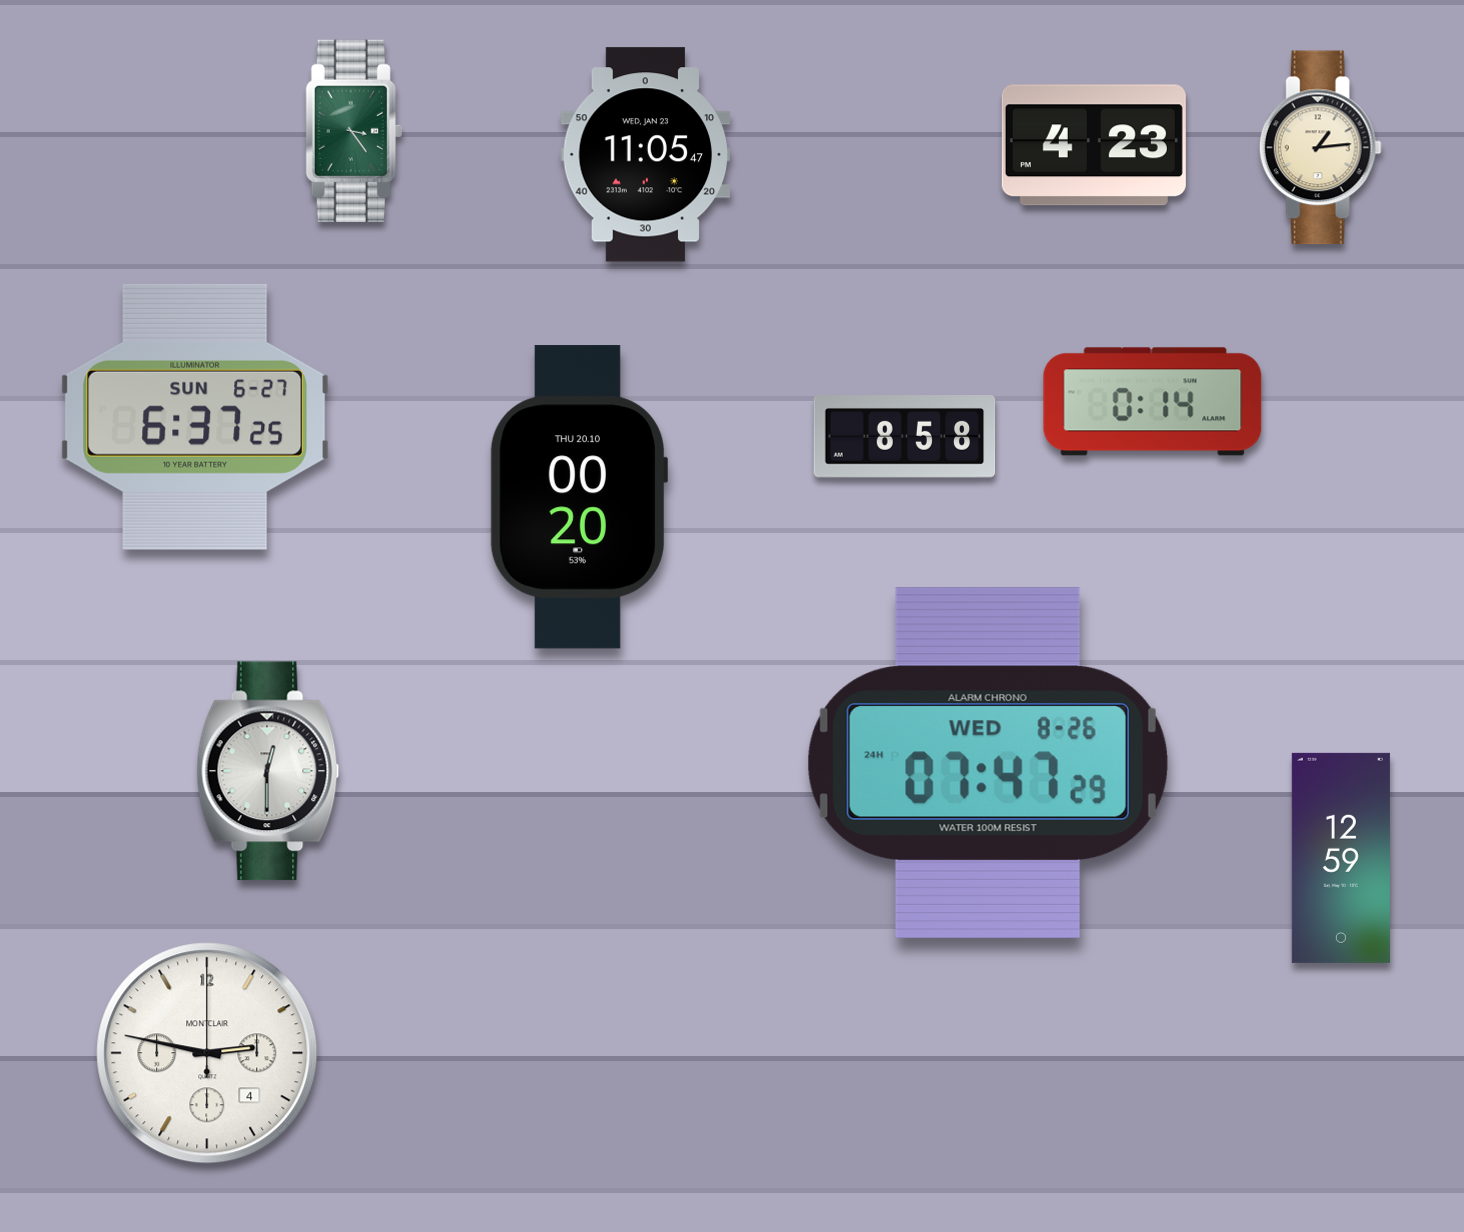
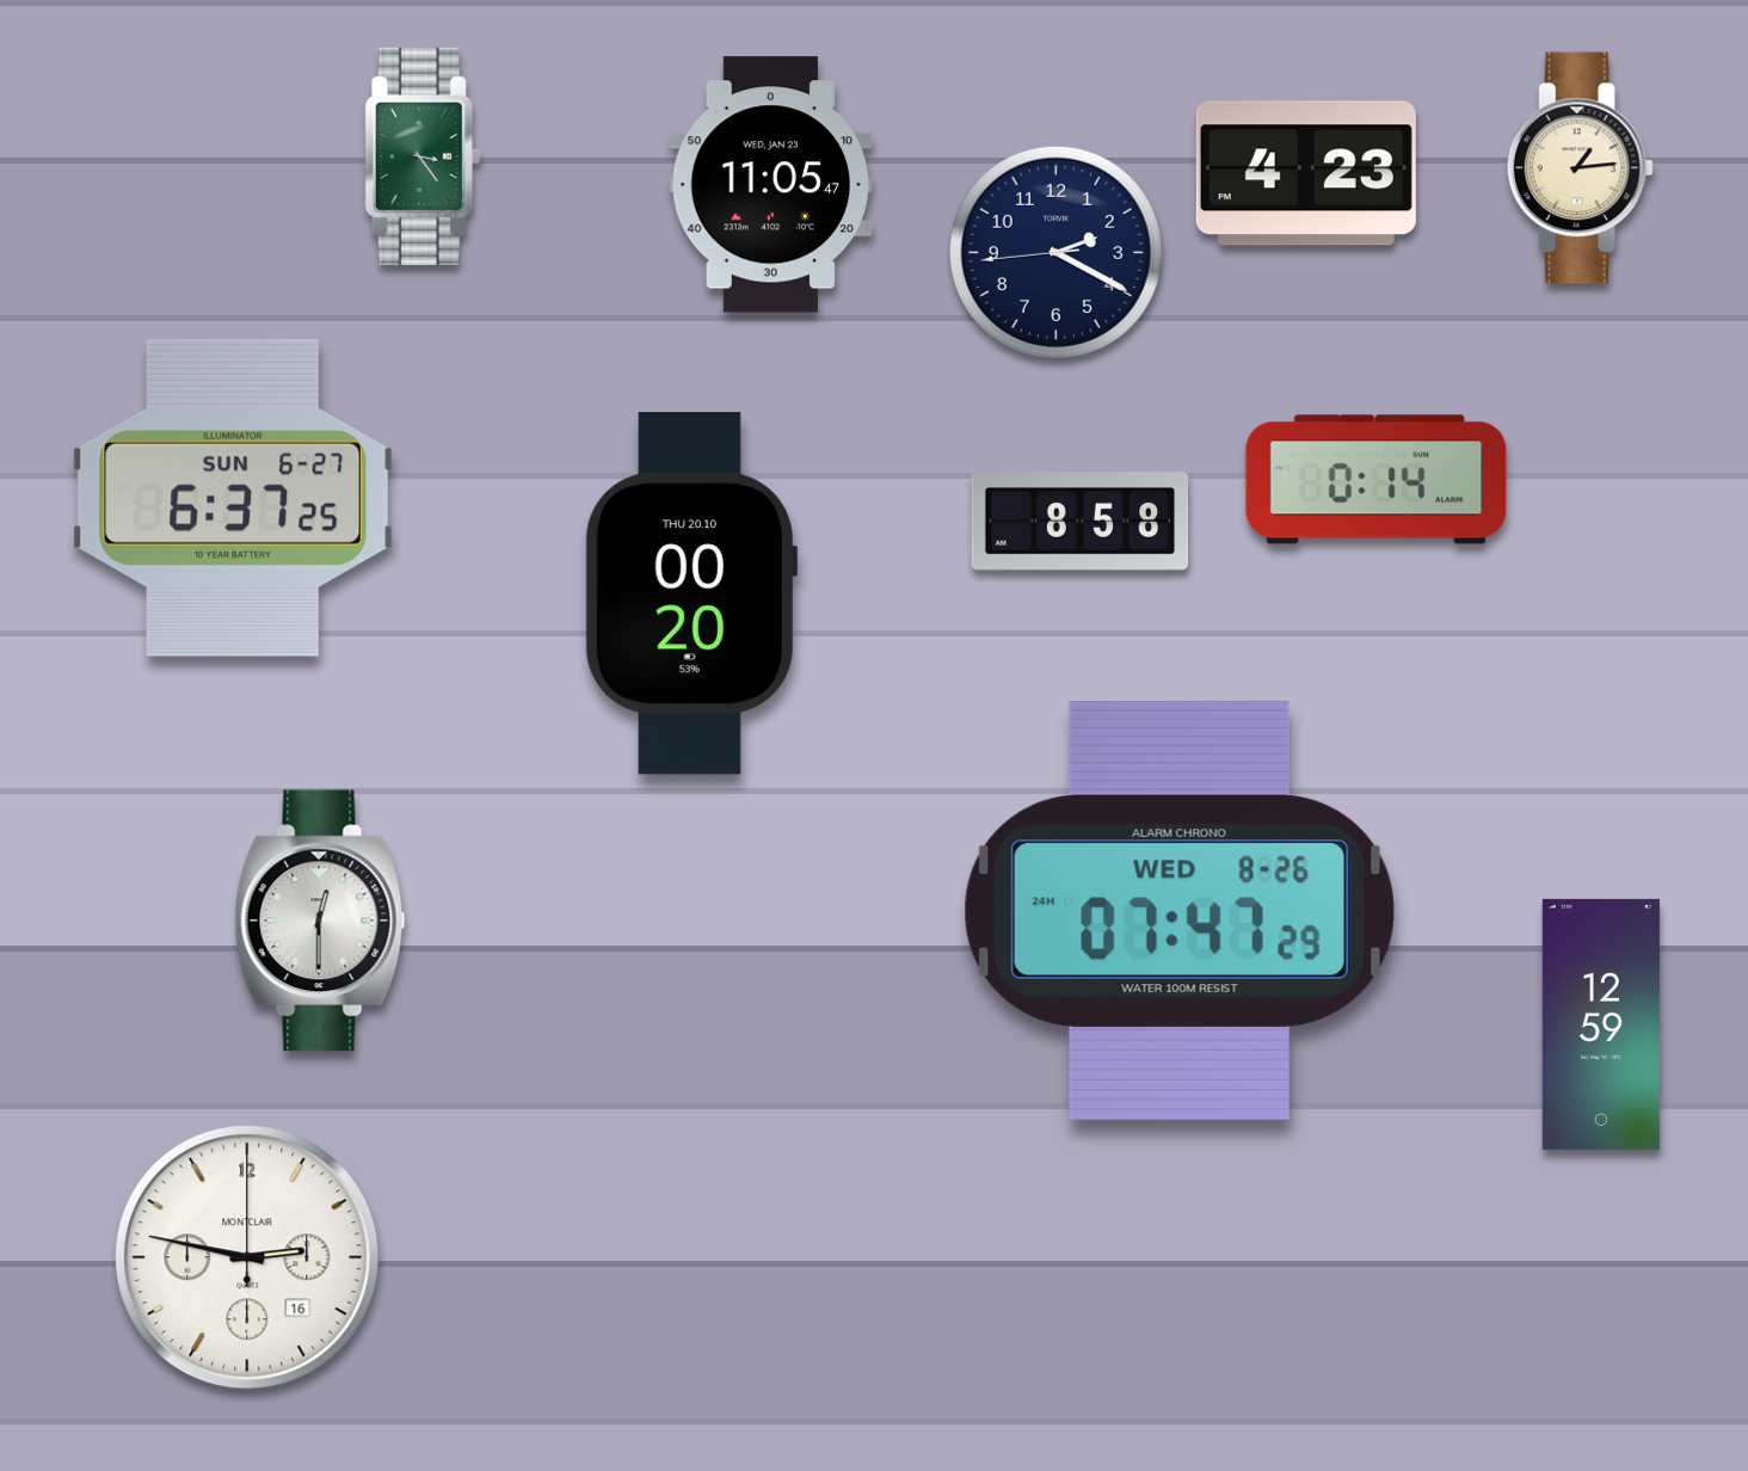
clock at (1320, 148) position: (1320, 148) -> (1580, 168)
clock at (1055, 252): none -> 2:19
clock at (207, 1053) date: 4 -> 16
